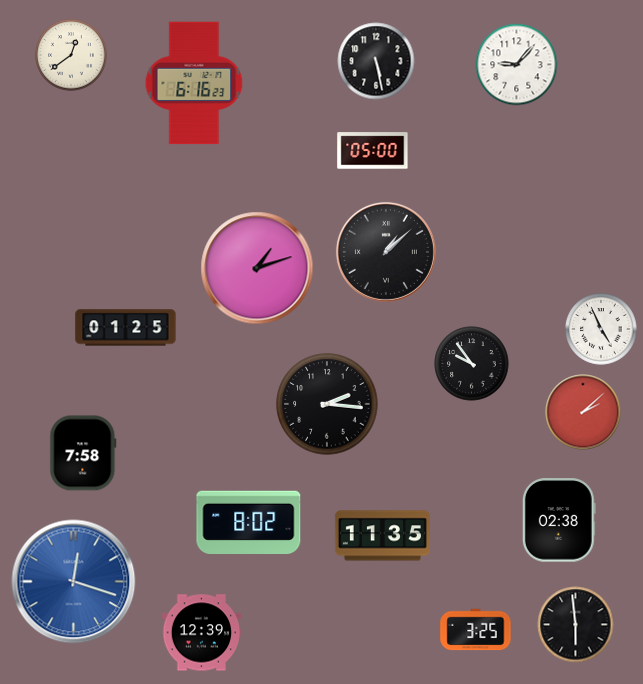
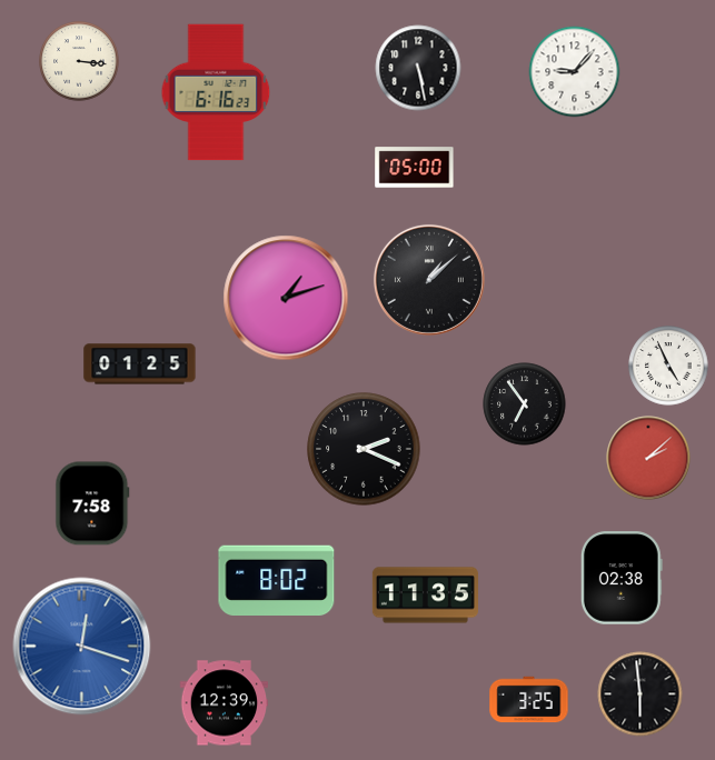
clock at (71, 55): 12:39 -> 3:16
clock at (472, 364): 9:54 -> 6:54
clock at (327, 404): 2:16 -> 2:19
